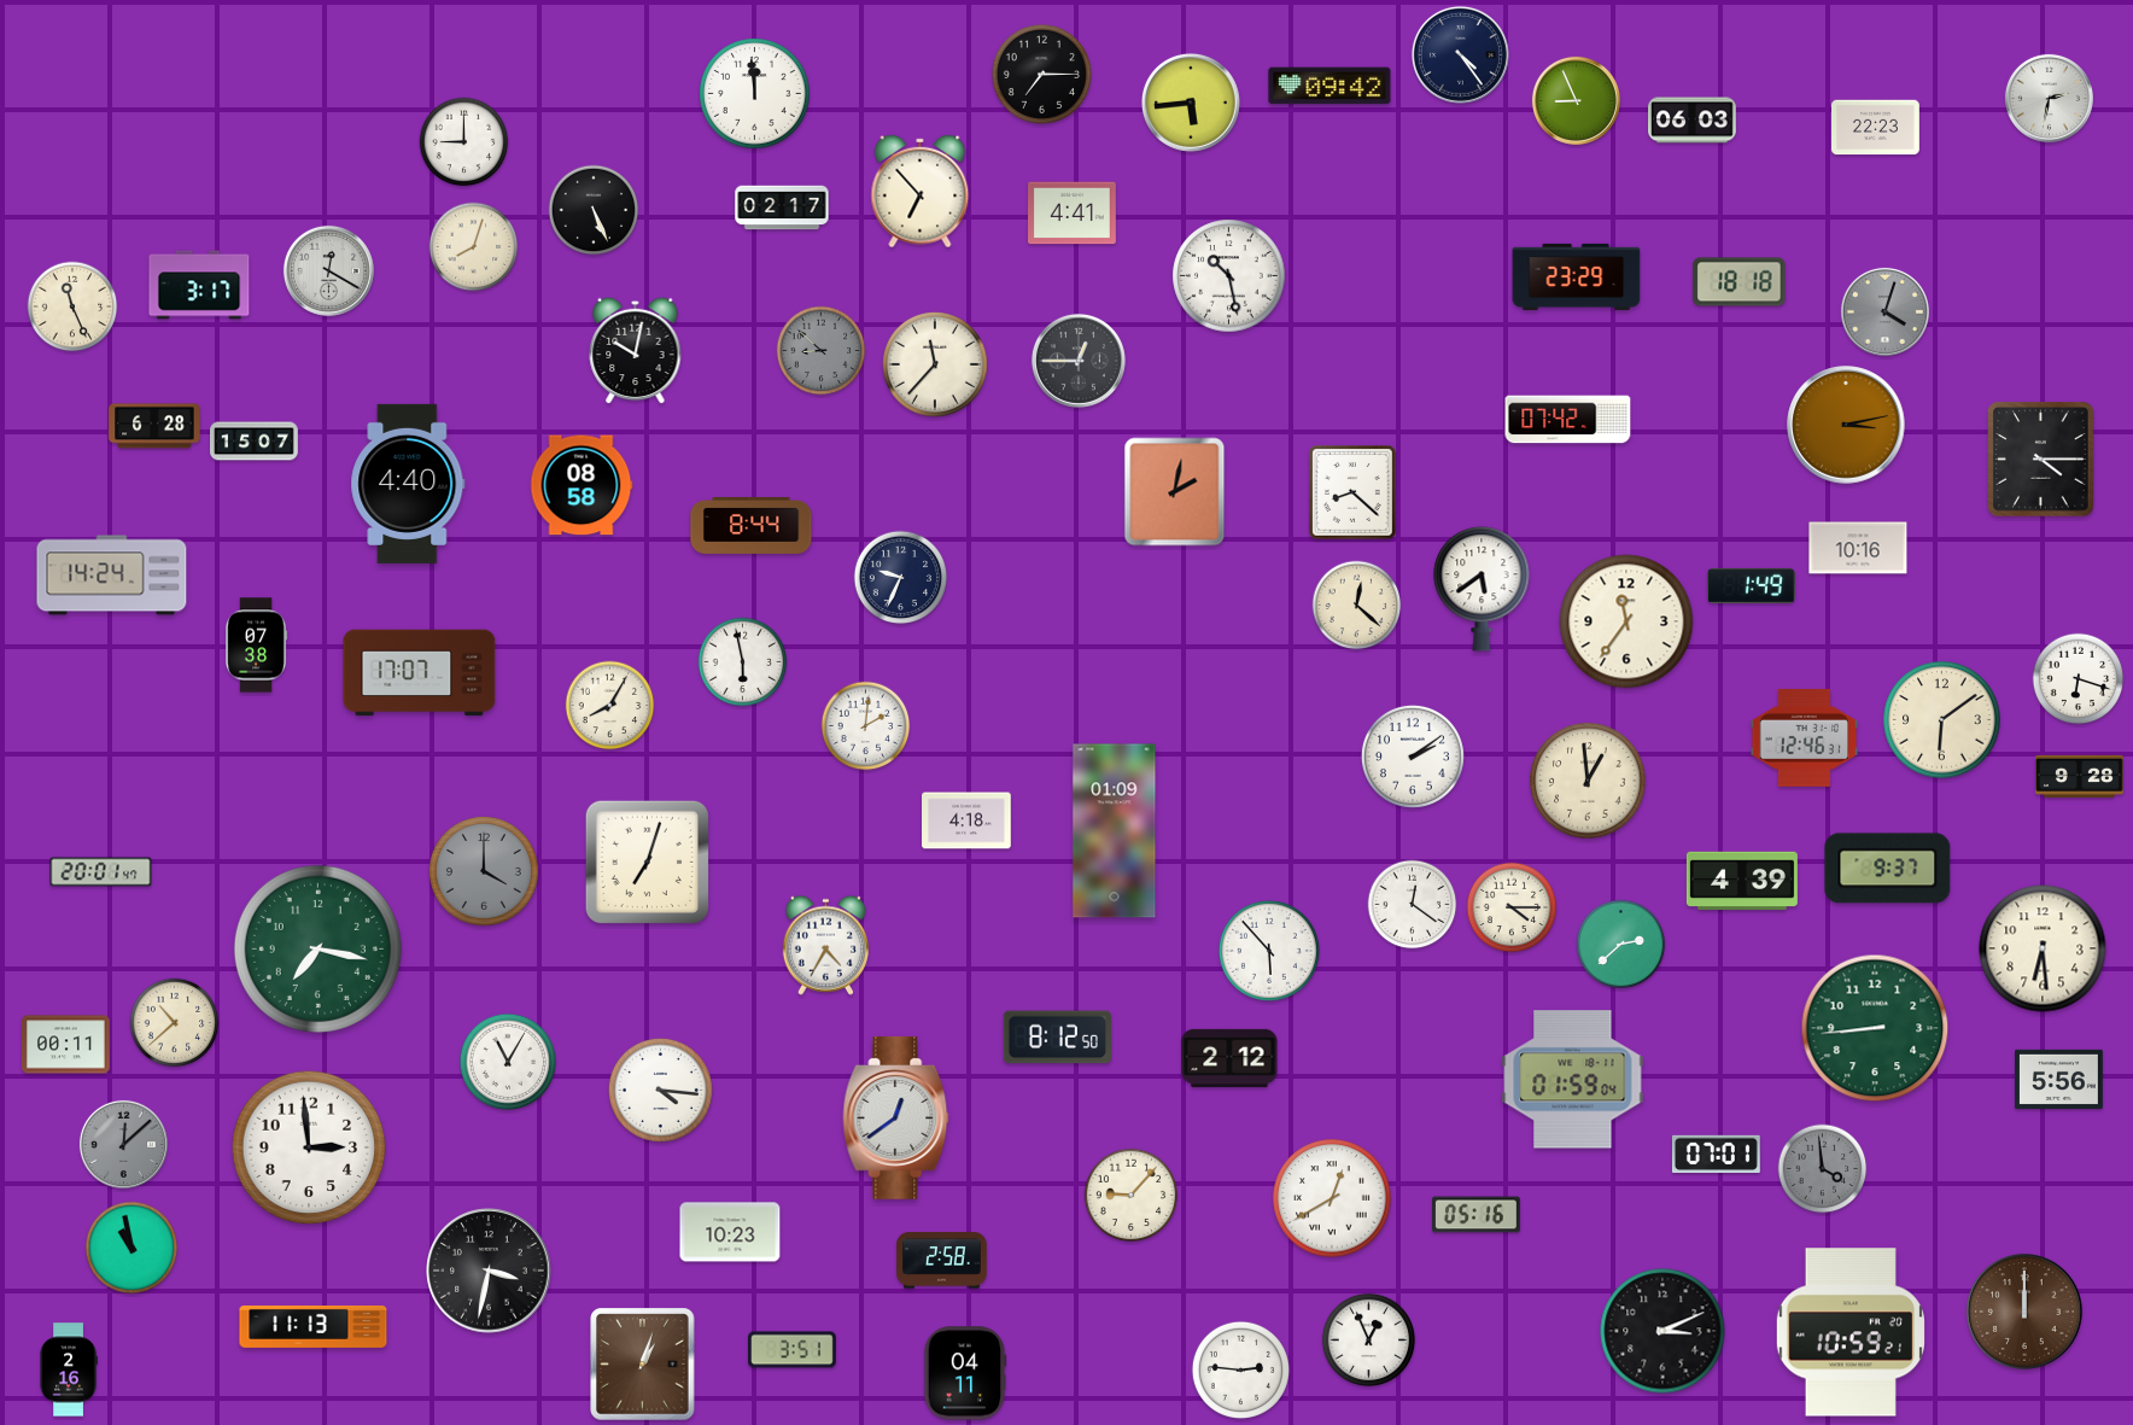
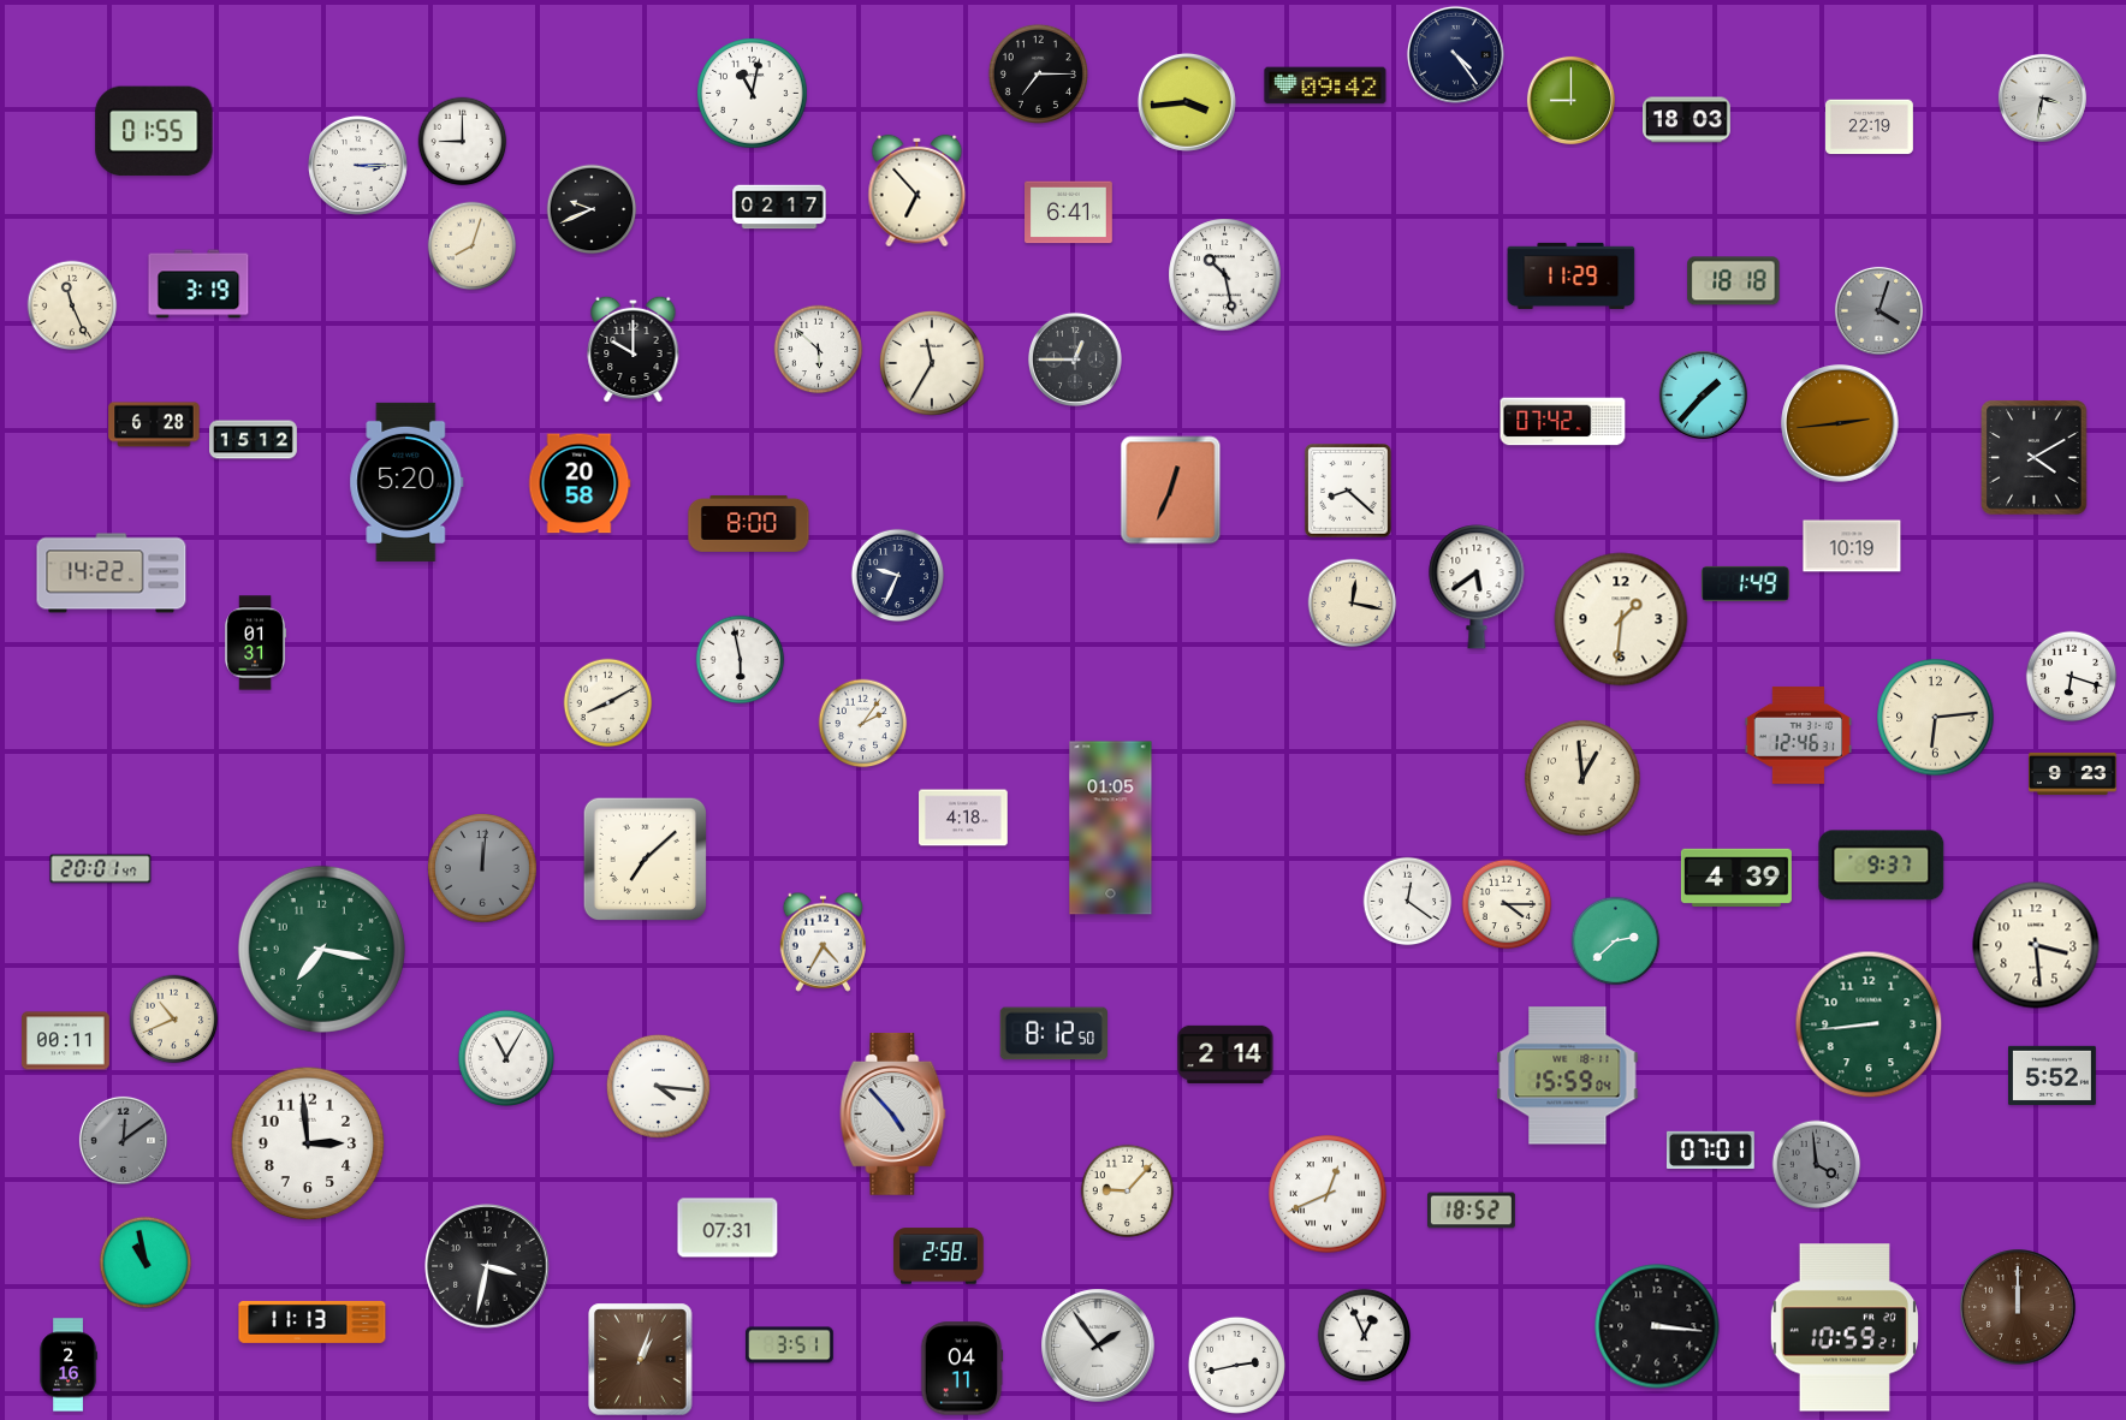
clock at (755, 94): 11:59 -> 11:02
clock at (2049, 98): 2:32 -> 3:32
clock at (1576, 100): 8:56 -> 9:00
clock at (1191, 103): 5:44 -> 3:44
clock at (1693, 121): 06:03 -> 18:03
clock at (1876, 128): 22:23 -> 22:19
clock at (154, 131): none -> 01:55
clock at (357, 165): none -> 3:15
clock at (594, 210): 5:26 -> 9:41
clock at (1073, 214): 4:41 -> 6:41
clock at (328, 270): 12:20 -> none
clock at (1577, 276): 23:29 -> 11:29
clock at (199, 285): 3:17 -> 3:19
clock at (636, 350): 10:02 -> 10:00
clock at (822, 351): 8:52 -> 5:52
clock at (822, 351) dial: grey -> white
clock at (935, 364): 11:37 -> 11:35
clock at (1703, 394): none -> 1:37
clock at (1568, 420) position: (1568, 420) -> (1563, 422)
clock at (1846, 425): 3:13 -> 2:44
clock at (255, 442): 15:07 -> 15:12
clock at (2041, 460): 4:15 -> 4:10
clock at (408, 484): 4:40 -> 5:20
clock at (582, 485): 08:58 -> 20:58
clock at (1175, 492): 2:02 -> 12:34
clock at (752, 525): 8:44 -> 8:00
clock at (1858, 548): 10:16 -> 10:19
clock at (112, 576): 14:24 -> 14:22
clock at (1357, 606): 12:22 -> 12:17
clock at (1626, 621): 11:36 -> 1:31
clock at (257, 646): 07:38 -> 01:31
clock at (420, 673): 17:07 -> none
clock at (610, 706): 8:05 -> 8:10
clock at (1942, 720): 6:09 -> 6:14
clock at (866, 726): 2:01 -> 2:06
clock at (1413, 757): 2:09 -> none
clock at (2080, 776): 9:28 -> 9:23
clock at (1115, 831): 01:09 -> 01:05
clock at (647, 862): 7:03 -> 7:08
clock at (484, 871): 4:00 -> 12:01
clock at (317, 948) position: (317, 948) -> (321, 949)
clock at (2043, 948): 6:29 -> 3:29
clock at (1269, 951): 5:53 -> none
clock at (175, 1023): 10:38 -> 10:41
clock at (1229, 1058): 2:12 -> 2:14
clock at (2059, 1079): 5:56 -> 5:52
clock at (1573, 1080): 01:59 -> 15:59
clock at (896, 1117): 12:39 -> 4:53
clock at (123, 1144): 12:08 -> 12:09
clock at (1332, 1198): 12:40 -> 12:41
clock at (1477, 1215): 05:16 -> 18:52
clock at (730, 1232): 10:23 -> 07:31
clock at (132, 1248) position: (132, 1248) -> (146, 1262)
clock at (1662, 1331): 3:11 -> 3:16
clock at (1098, 1345): none -> 1:54
clock at (1240, 1369): 2:46 -> 2:43
